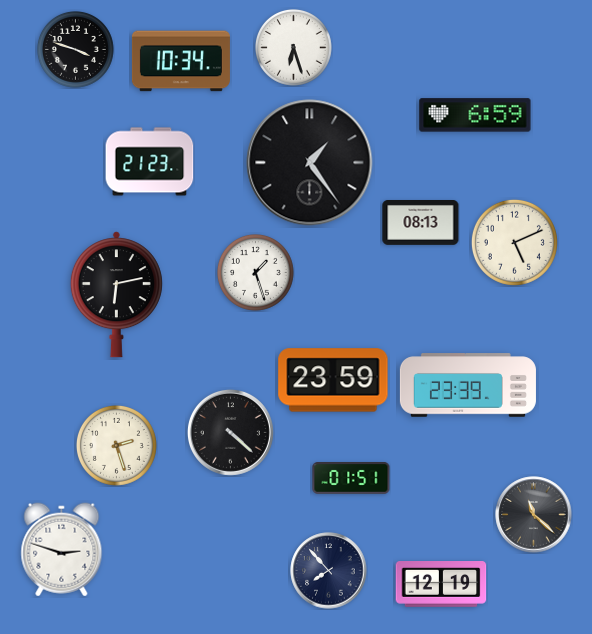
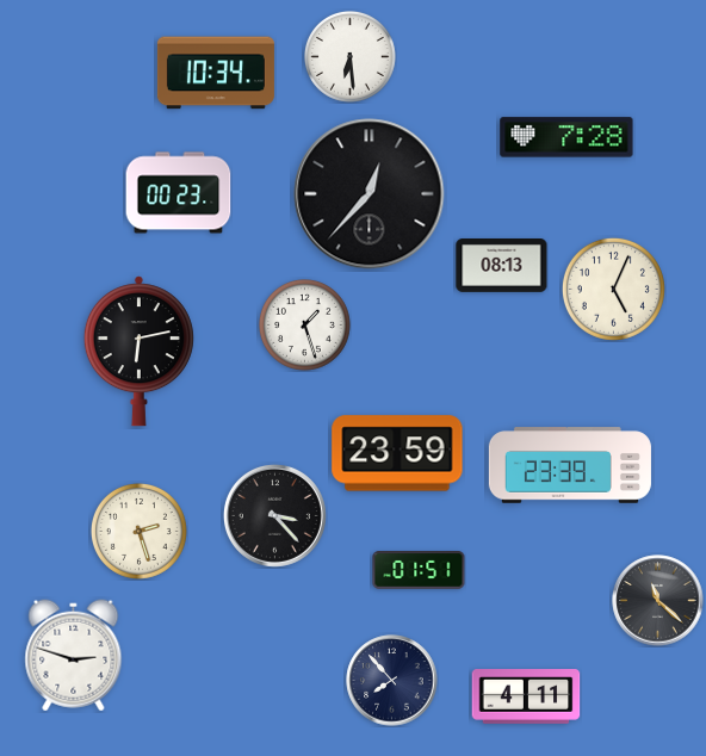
clock at (294, 48): 6:27 -> 6:29
clock at (76, 50): 3:48 -> none
clock at (475, 115): 6:59 -> 7:28
clock at (150, 162): 21:23 -> 00:23
clock at (310, 163): 1:24 -> 12:37
clock at (514, 242): 5:11 -> 5:04
clock at (468, 385) position: (468, 385) -> (570, 465)
clock at (230, 432): 4:22 -> 3:23
clock at (534, 515) position: (534, 515) -> (658, 601)
clock at (441, 585): 12:19 -> 4:11
